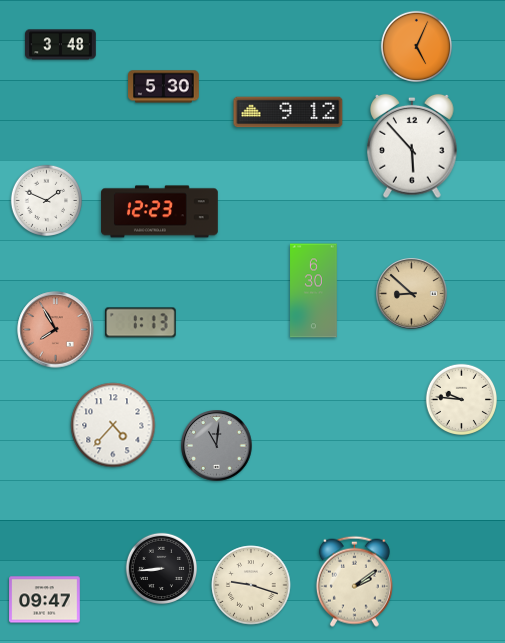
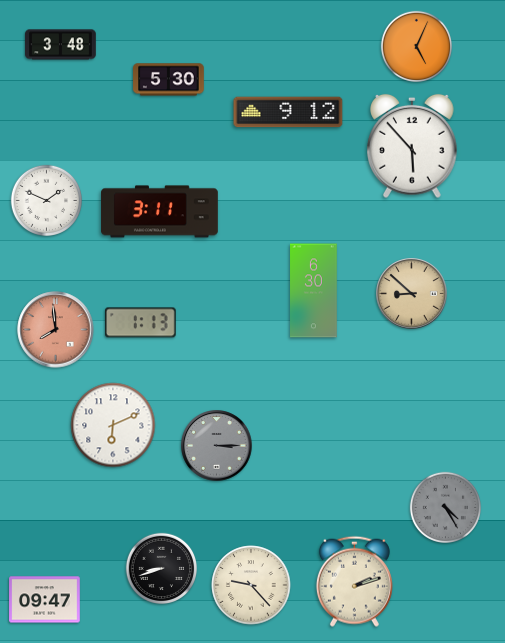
clock at (164, 87) position: (164, 87) -> (169, 80)
clock at (160, 212): 12:23 -> 3:11
clock at (56, 330): 7:55 -> 7:59
clock at (461, 399): 9:46 -> none
clock at (113, 425): 4:37 -> 6:11
clock at (217, 446): 11:01 -> 3:15
clock at (445, 507): none -> 4:25
clock at (161, 568): 8:44 -> 8:42
clock at (354, 581): 2:09 -> 2:12
clock at (251, 585): 9:18 -> 9:23
